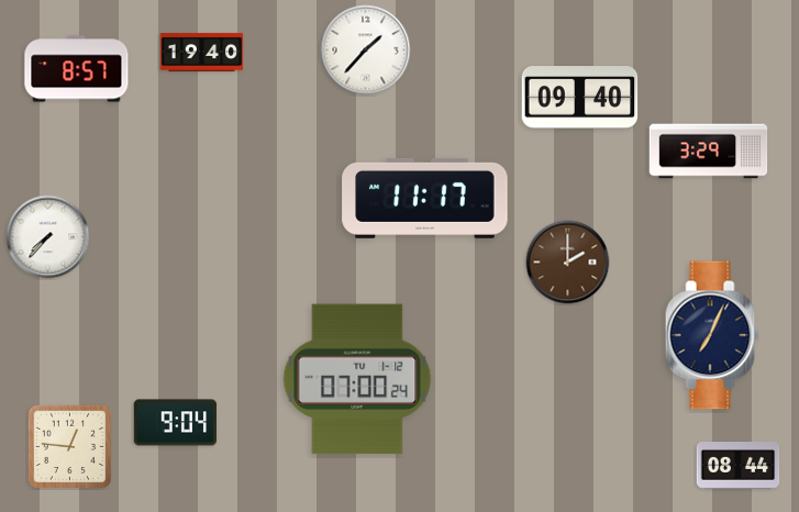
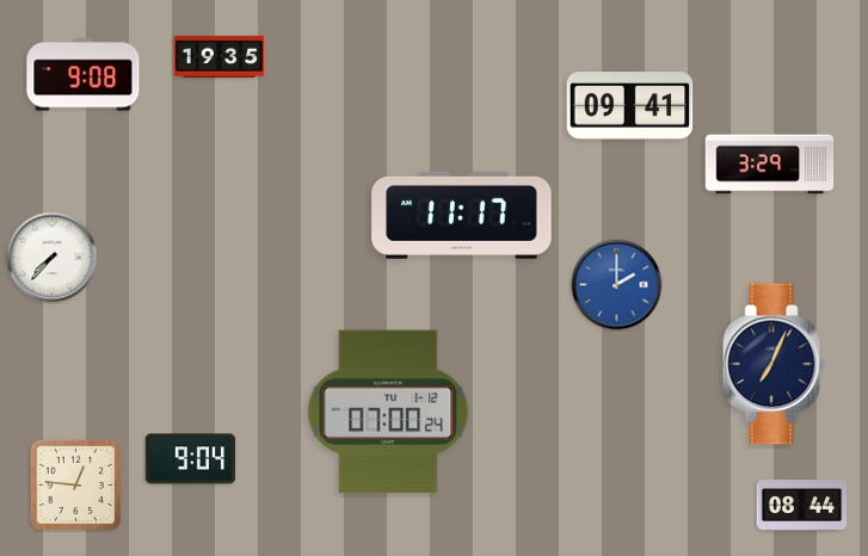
clock at (366, 51): 1:37 -> none
clock at (202, 52): 19:40 -> 19:35
clock at (77, 69): 8:57 -> 9:08
clock at (580, 98): 09:40 -> 09:41
clock at (568, 263) dial: brown -> blue
